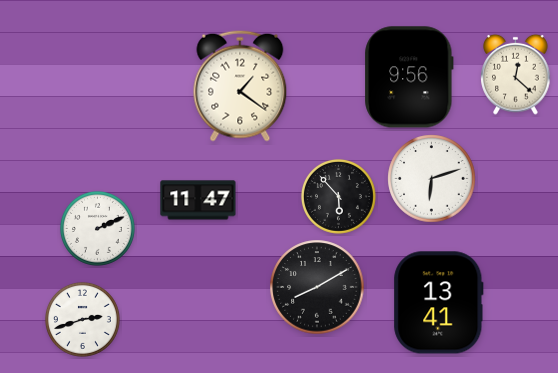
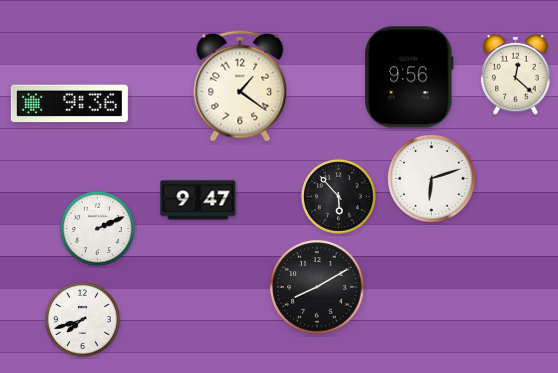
clock at (69, 104): none -> 9:36
clock at (198, 200): 11:47 -> 9:47
clock at (439, 303): 13:41 -> none
clock at (82, 319): 2:42 -> 7:42
